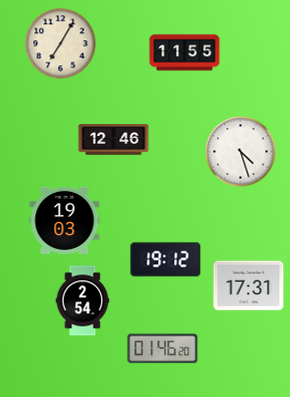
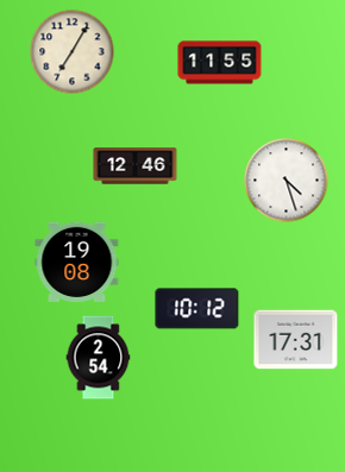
clock at (65, 220): 19:03 -> 19:08
clock at (166, 260): 19:12 -> 10:12
clock at (163, 349): 01:46 -> none
